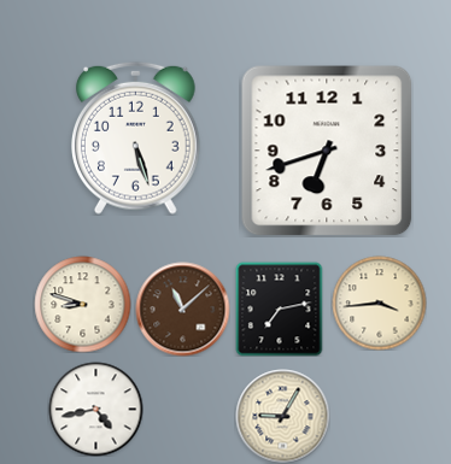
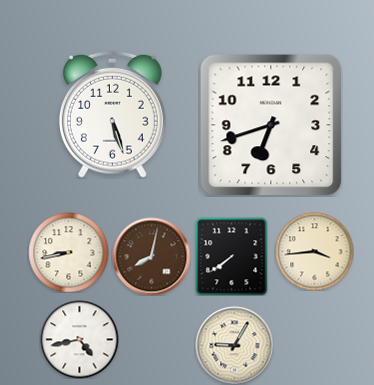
clock at (82, 304): 8:48 -> 8:43
clock at (182, 309): 11:08 -> 8:02
clock at (280, 309): 7:13 -> 7:39
